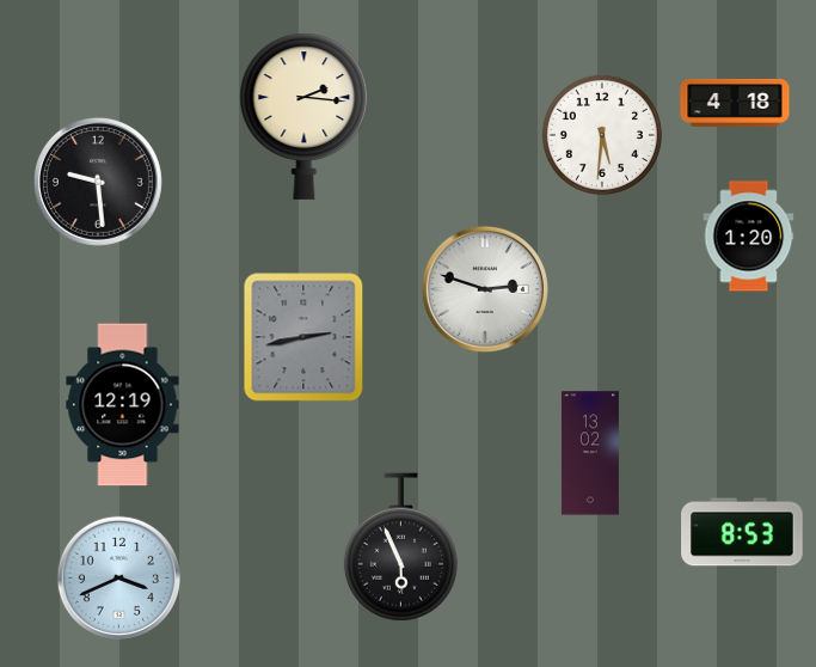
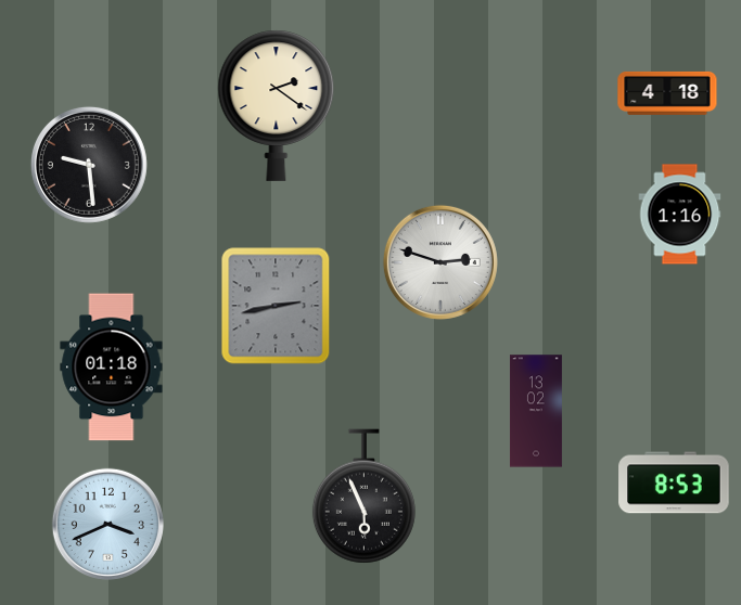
clock at (305, 116): 2:16 -> 2:21
clock at (602, 135): 5:31 -> none
clock at (749, 237): 1:20 -> 1:16
clock at (123, 405): 12:19 -> 01:18
